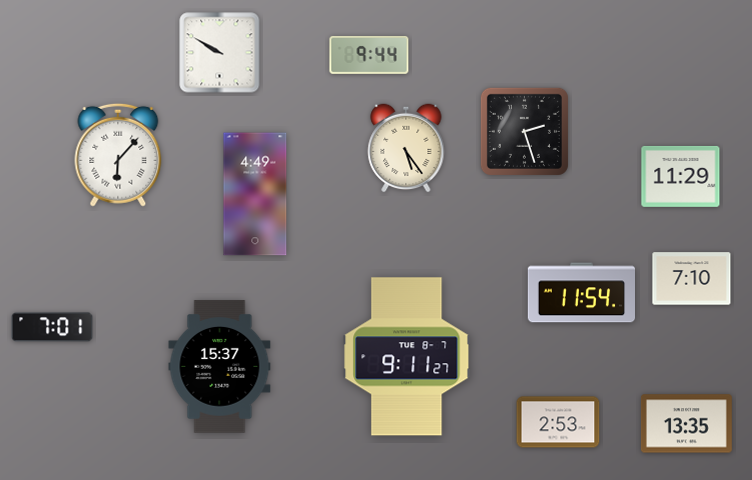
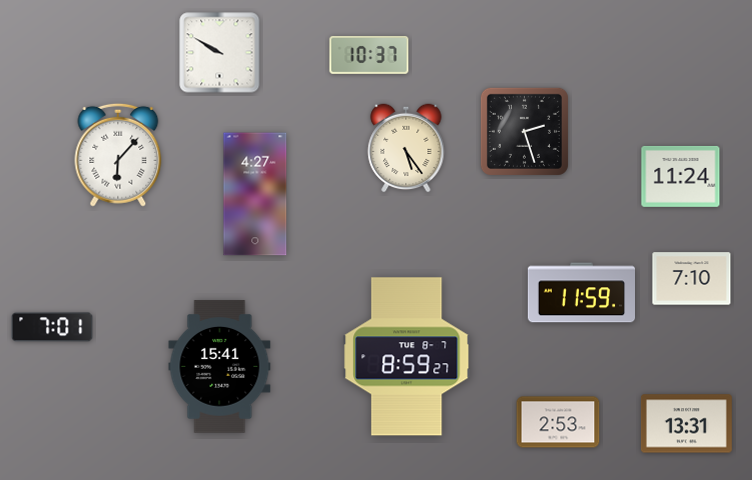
clock at (369, 55): 9:44 -> 10:37
clock at (681, 176): 11:29 -> 11:24
clock at (255, 194): 4:49 -> 4:27
clock at (581, 293): 11:54 -> 11:59
clock at (407, 357): 9:11 -> 8:59
clock at (220, 367): 15:37 -> 15:41
clock at (686, 424): 13:35 -> 13:31
